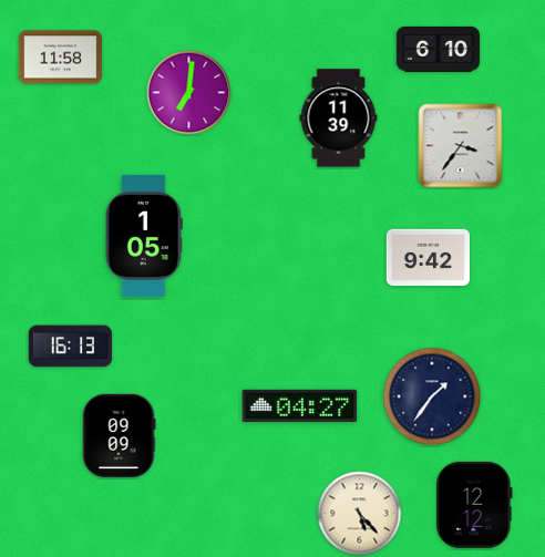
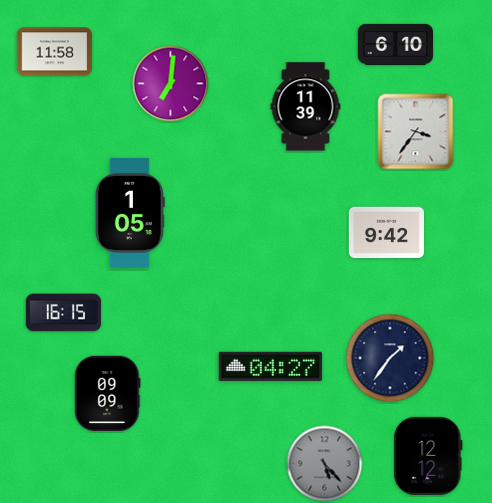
clock at (71, 347): 16:13 -> 16:15
clock at (360, 514) dial: cream -> grey
